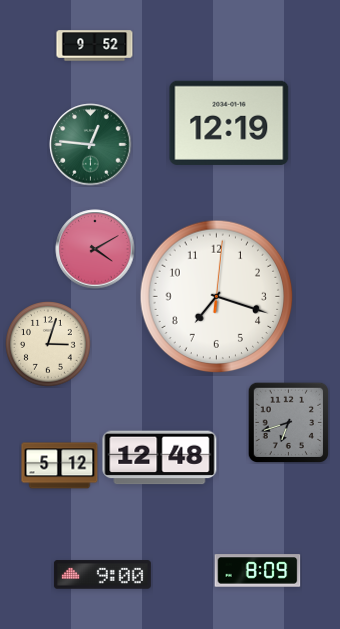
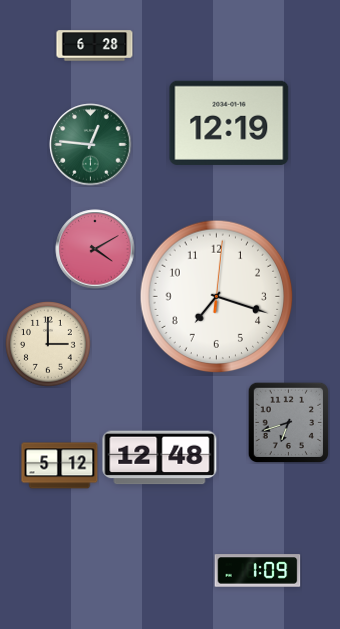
clock at (95, 46): 9:52 -> 6:28
clock at (49, 345): 3:03 -> 3:00
clock at (258, 571): 8:09 -> 1:09
clock at (102, 575): 9:00 -> none
